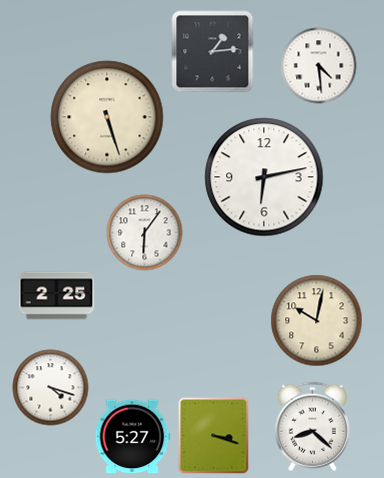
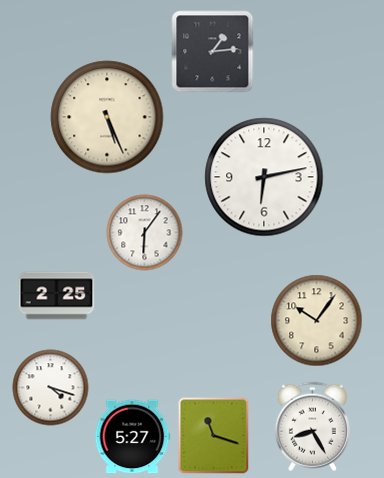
clock at (319, 66): 4:29 -> none
clock at (107, 117): 5:27 -> 5:26
clock at (317, 321): 10:02 -> 10:06
clock at (312, 427): 8:22 -> 8:25
clock at (214, 436): 3:18 -> 11:18
